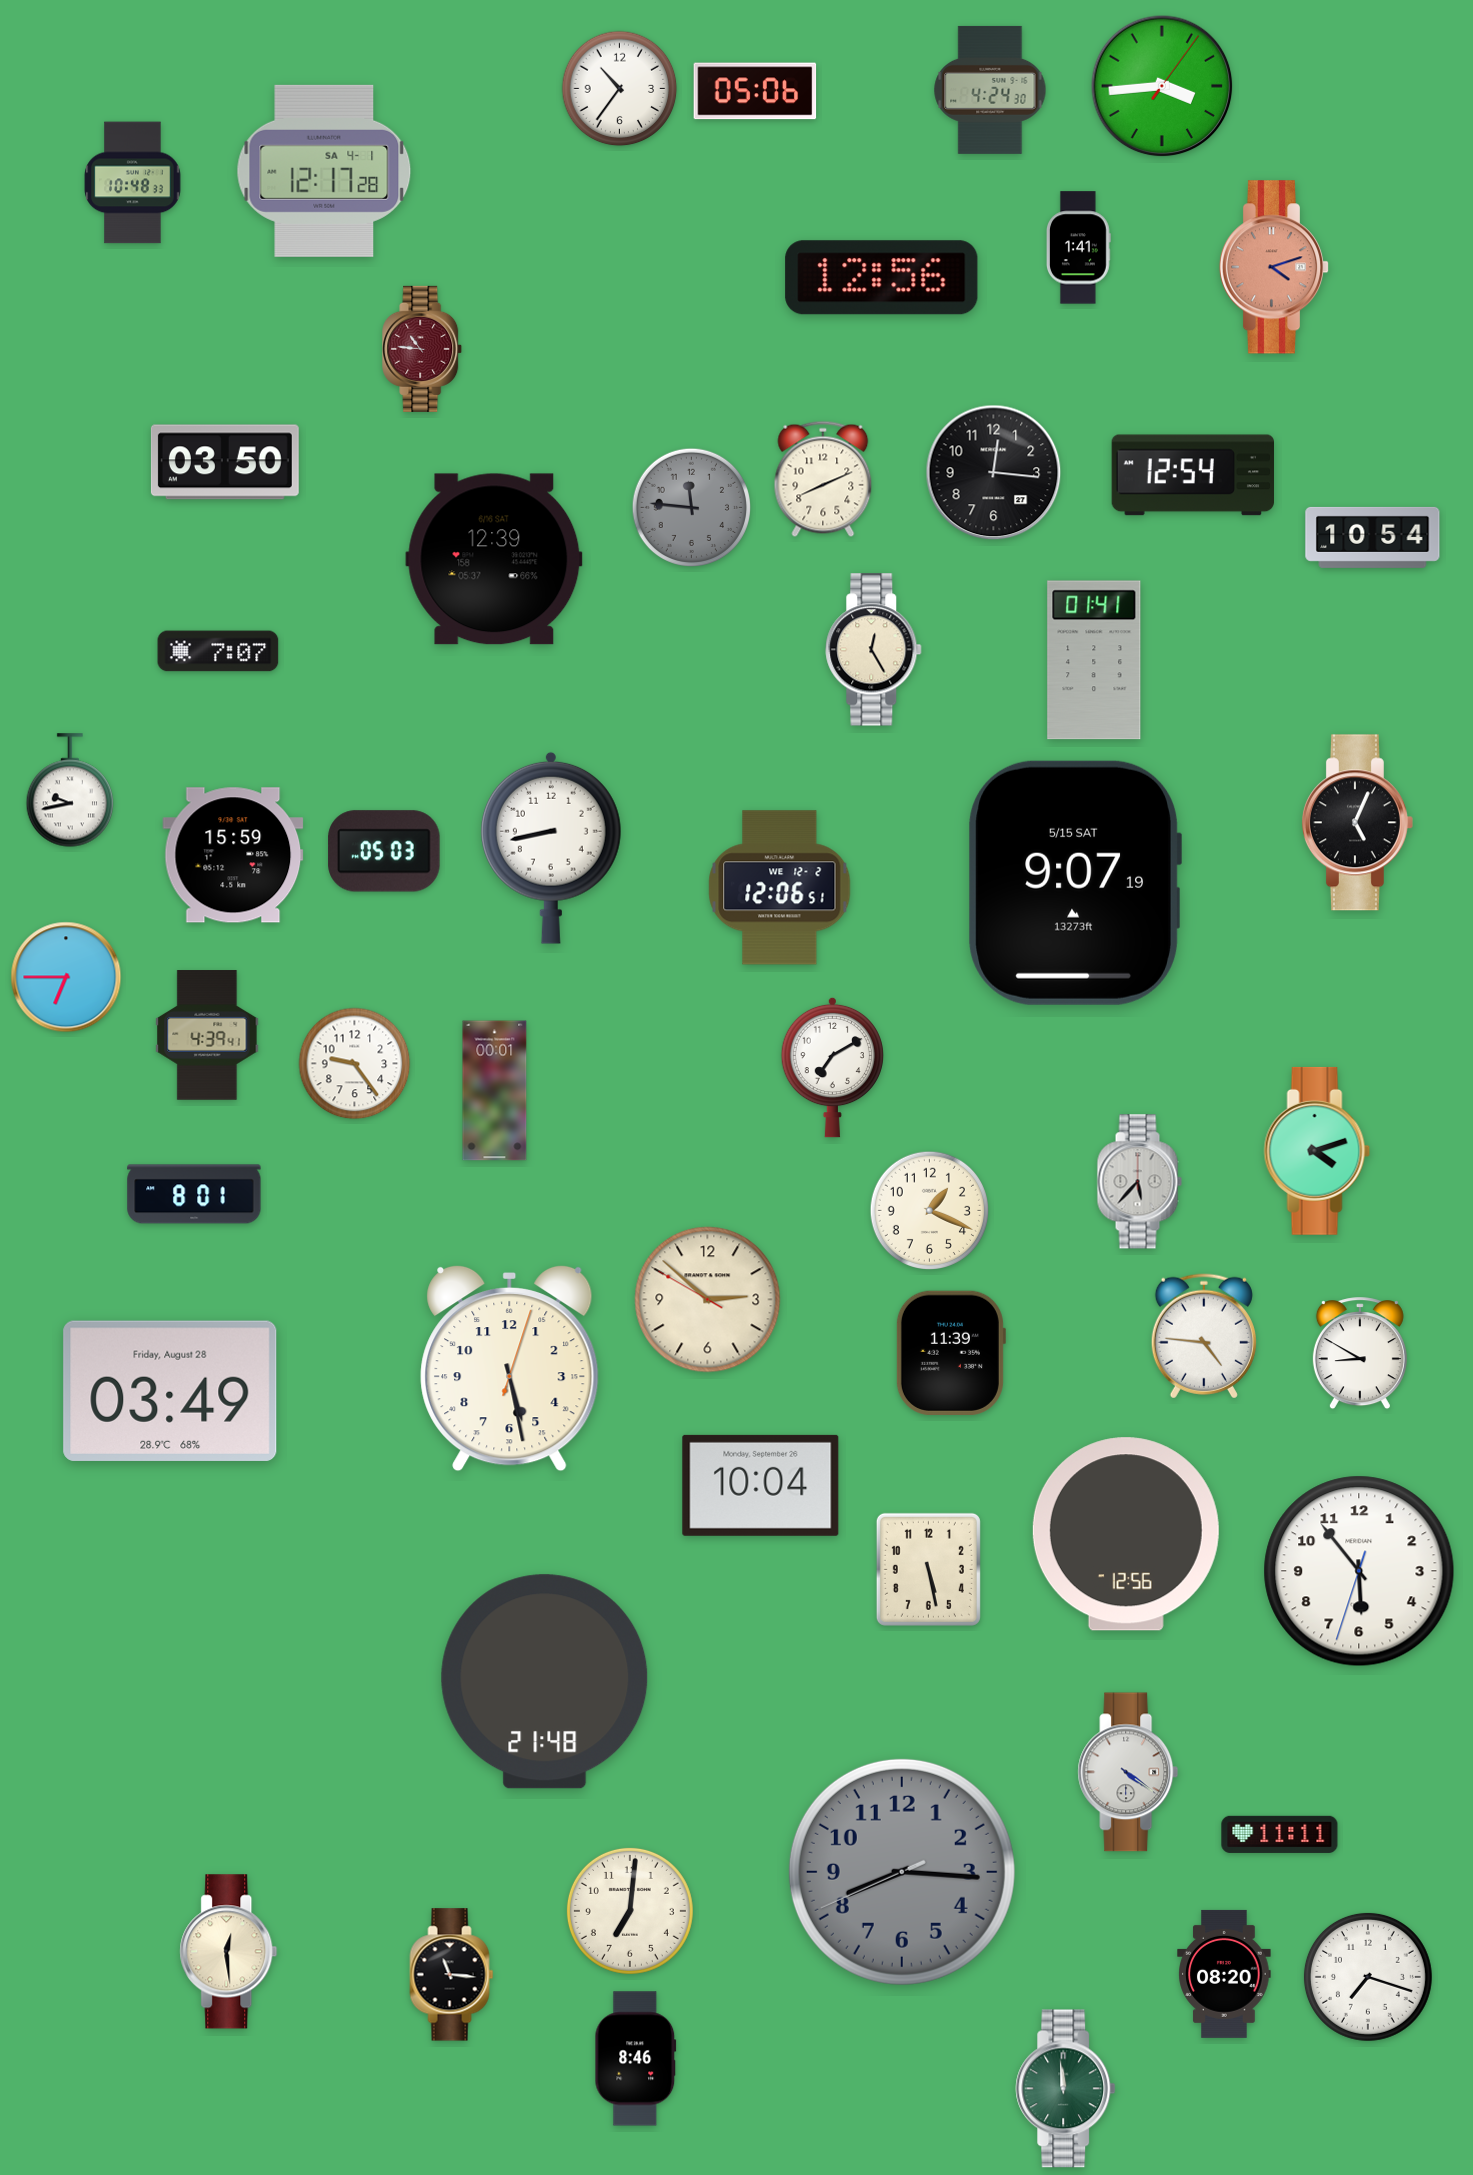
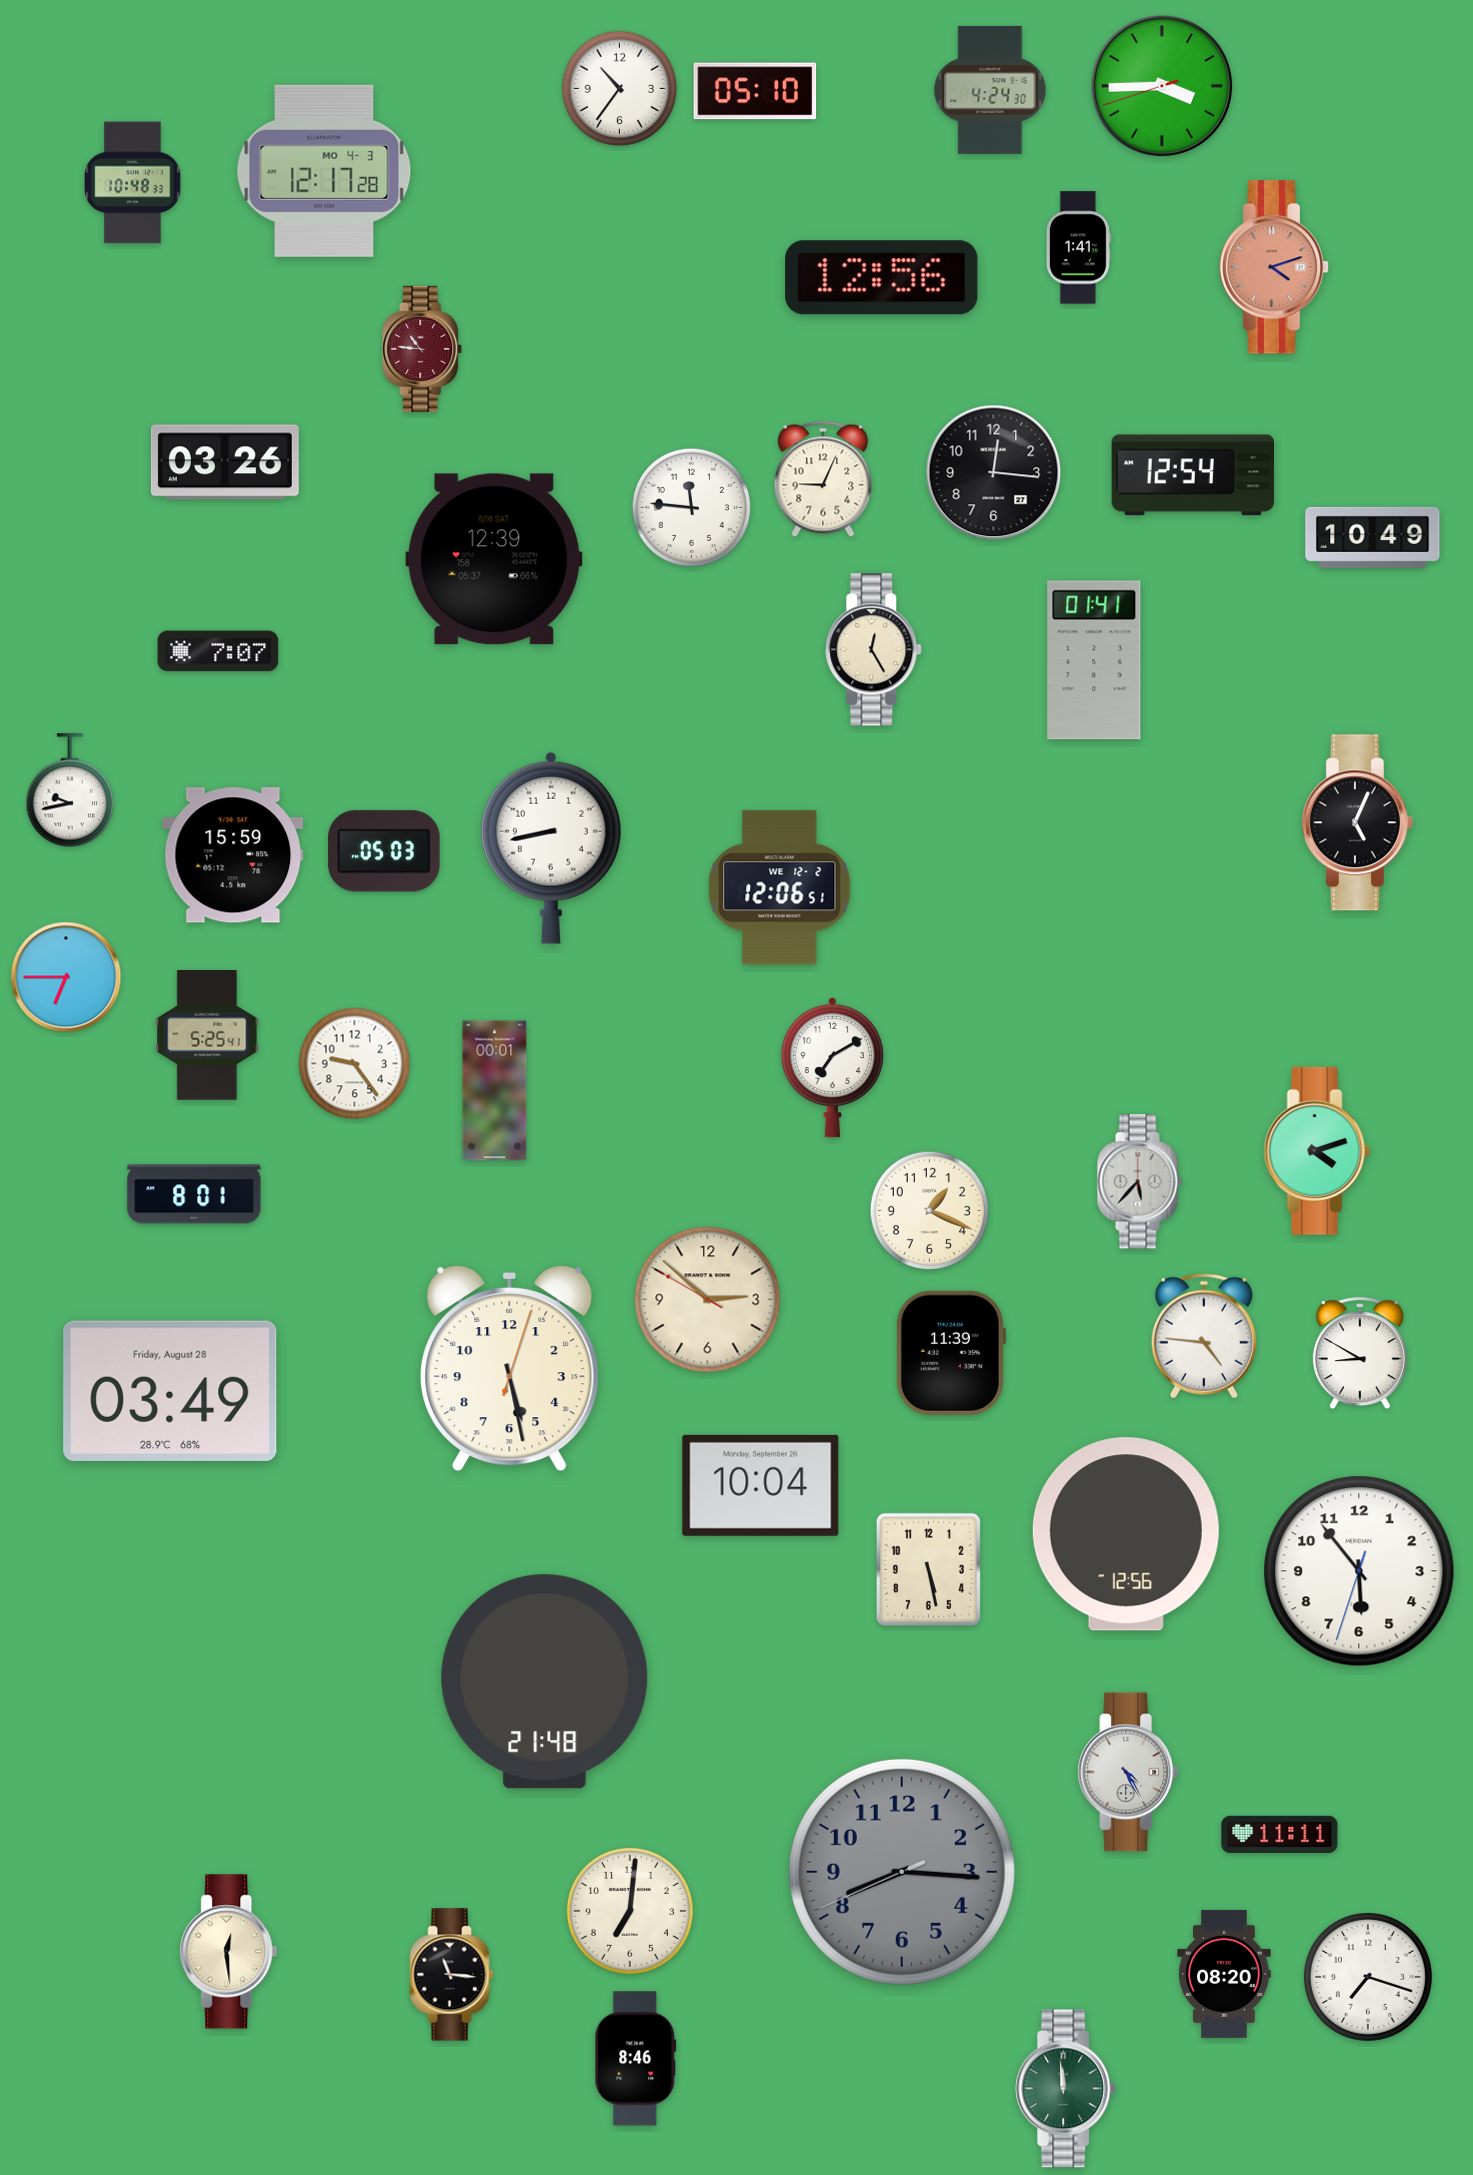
clock at (1162, 86): 3:44:06 -> 3:44:42
clock at (755, 91): 05:06 -> 05:10
clock at (324, 171) date: SA 4-1 -> MO 4-3
clock at (225, 462): 03:50 -> 03:26
clock at (823, 479): 8:11 -> 9:04
clock at (691, 507) dial: grey -> white
clock at (1373, 537): 10:54 -> 10:49
clock at (1075, 883): 9:07 -> none
clock at (207, 1035): 4:39 -> 5:25
clock at (1128, 1772): 4:21 -> 4:25
